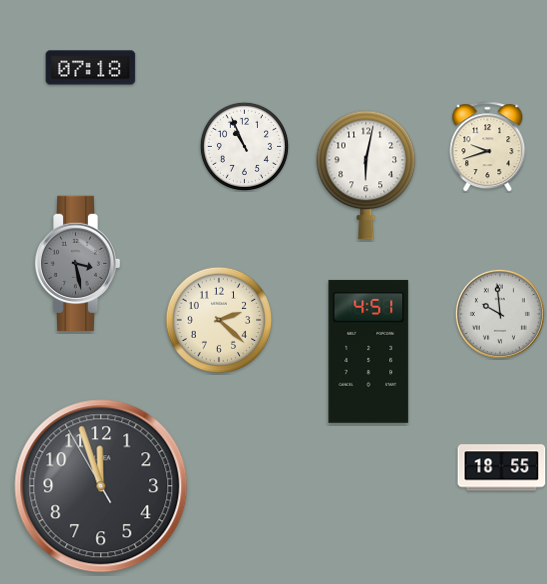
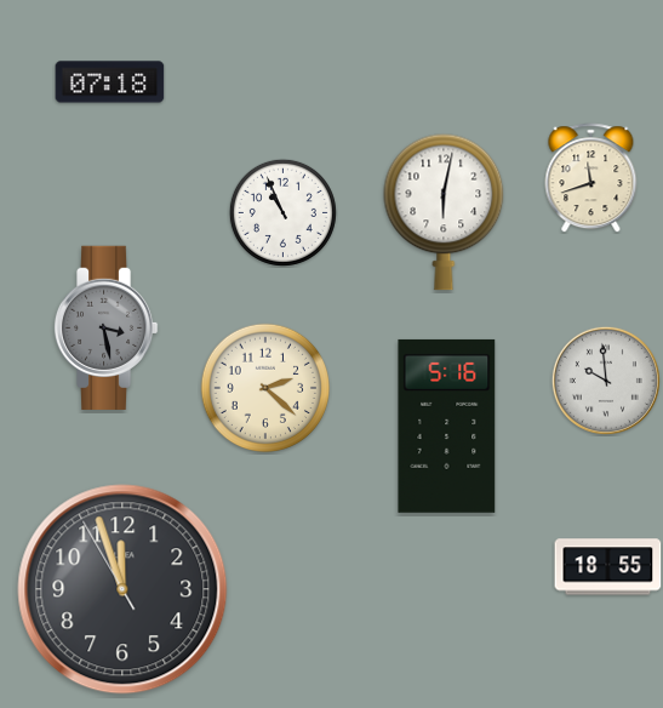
clock at (244, 146) position: (244, 146) -> (282, 212)
clock at (488, 147): 9:42 -> 11:42
clock at (77, 263) position: (77, 263) -> (105, 327)
clock at (369, 351): 4:51 -> 5:16
